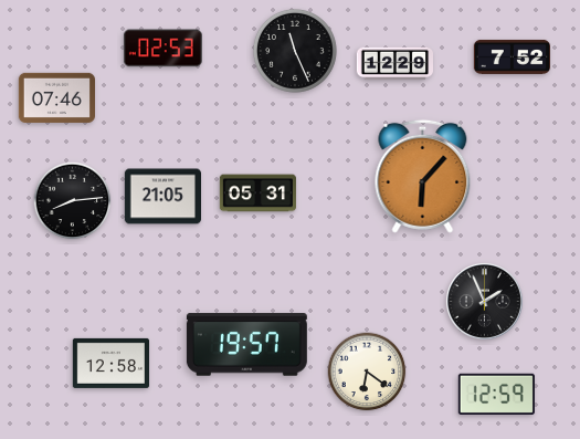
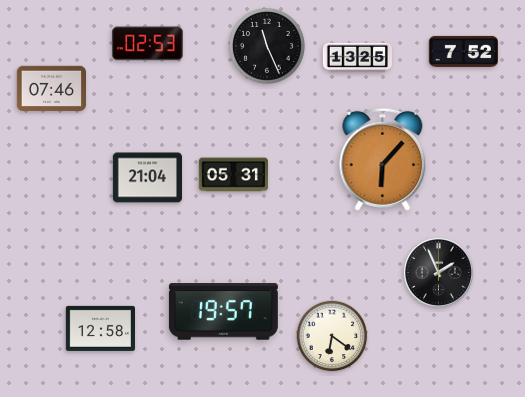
clock at (394, 64): 12:29 -> 13:25
clock at (162, 197): 21:05 -> 21:04
clock at (73, 201): 8:14 -> none
clock at (496, 394): 12:59 -> none
